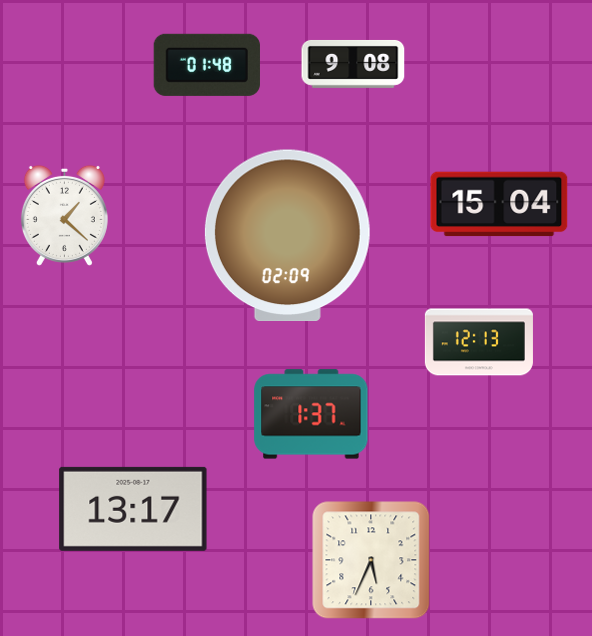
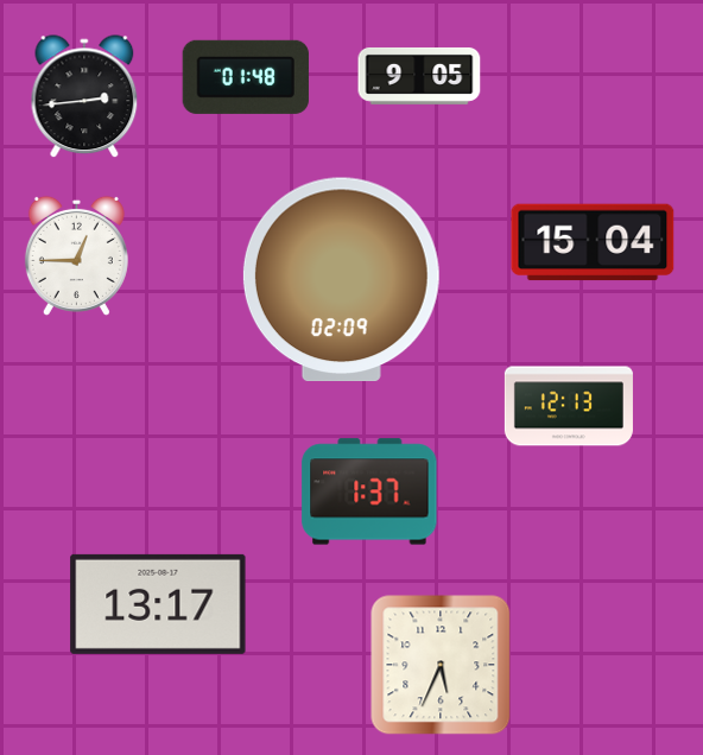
clock at (353, 64): 9:08 -> 9:05
clock at (84, 97): none -> 2:44
clock at (64, 215): 1:22 -> 12:45
